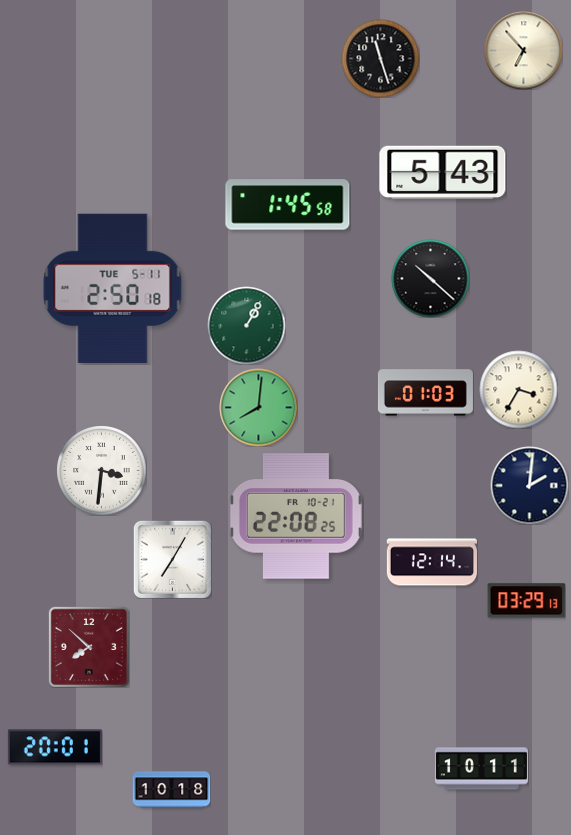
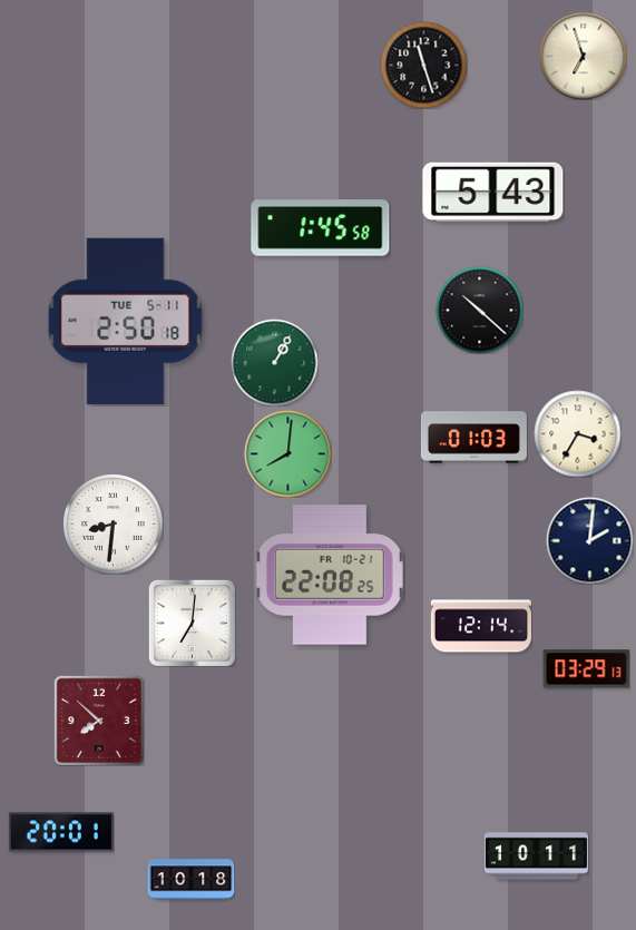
clock at (523, 50): 6:53 -> 6:57
clock at (101, 470): 3:31 -> 8:31
clock at (172, 559): 7:05 -> 7:01
